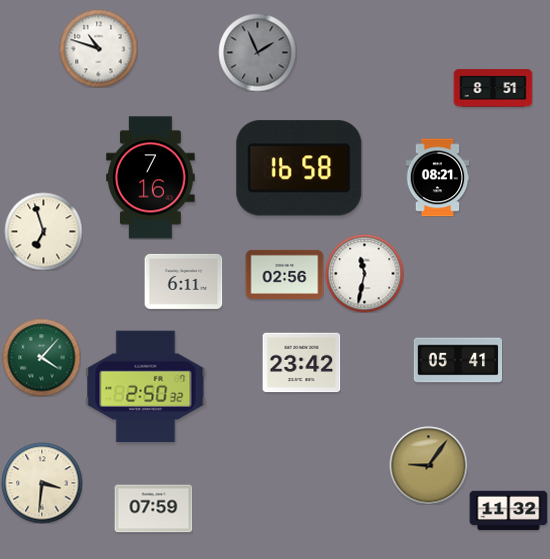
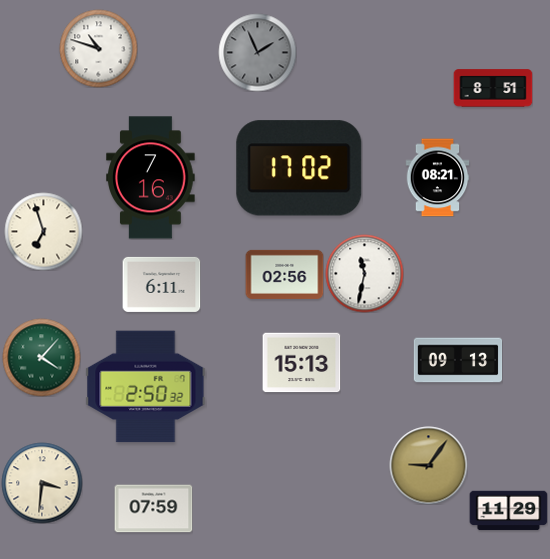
clock at (299, 168): 16:58 -> 17:02
clock at (183, 281) position: (183, 281) -> (161, 284)
clock at (458, 360): 05:41 -> 09:13
clock at (301, 363): 23:42 -> 15:13
clock at (508, 511): 11:32 -> 11:29
